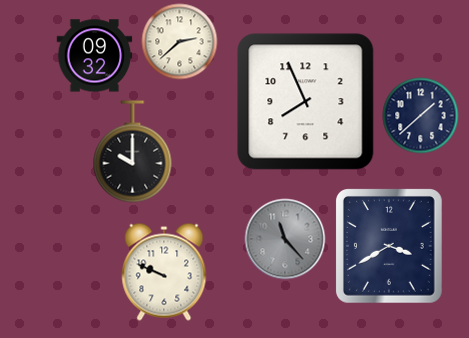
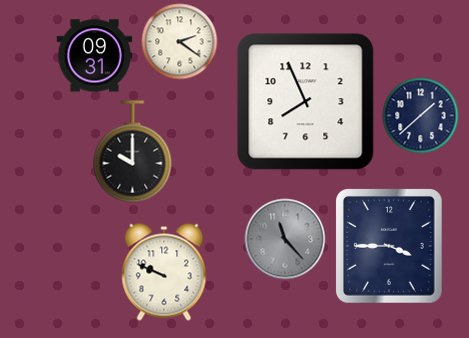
clock at (180, 42): 2:38 -> 2:21
clock at (95, 56): 09:32 -> 09:31
clock at (390, 247): 3:40 -> 3:45
